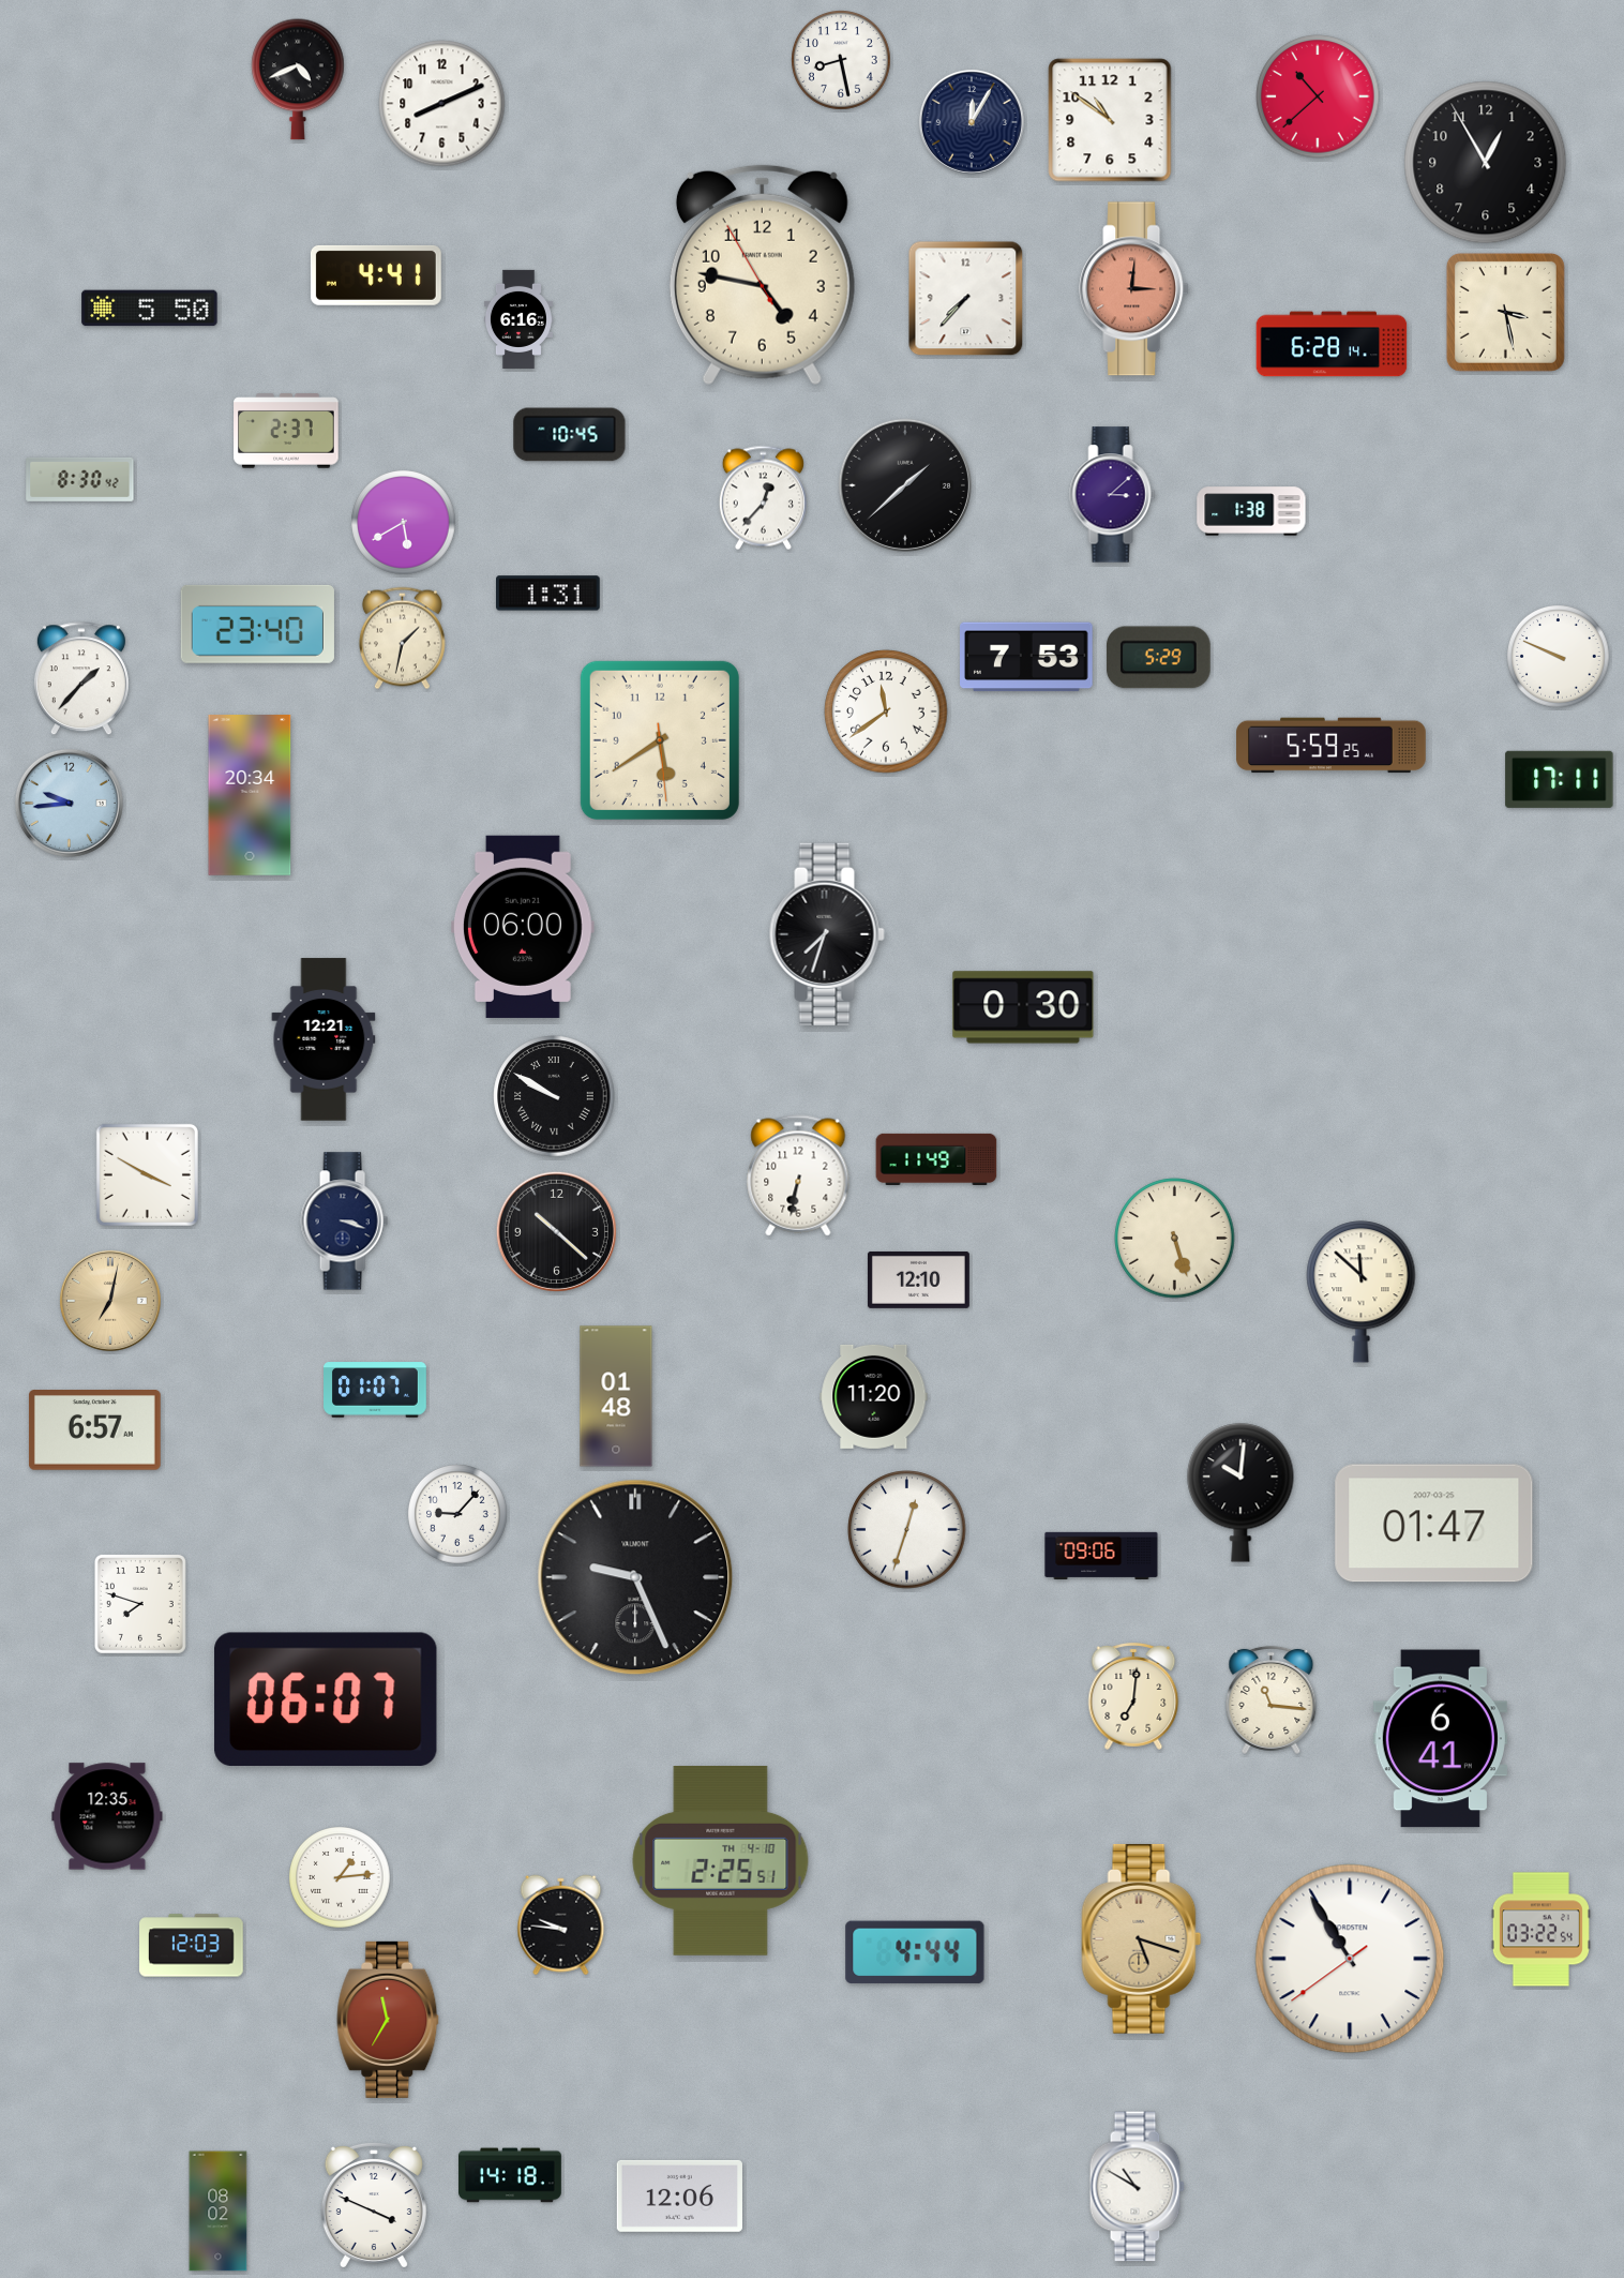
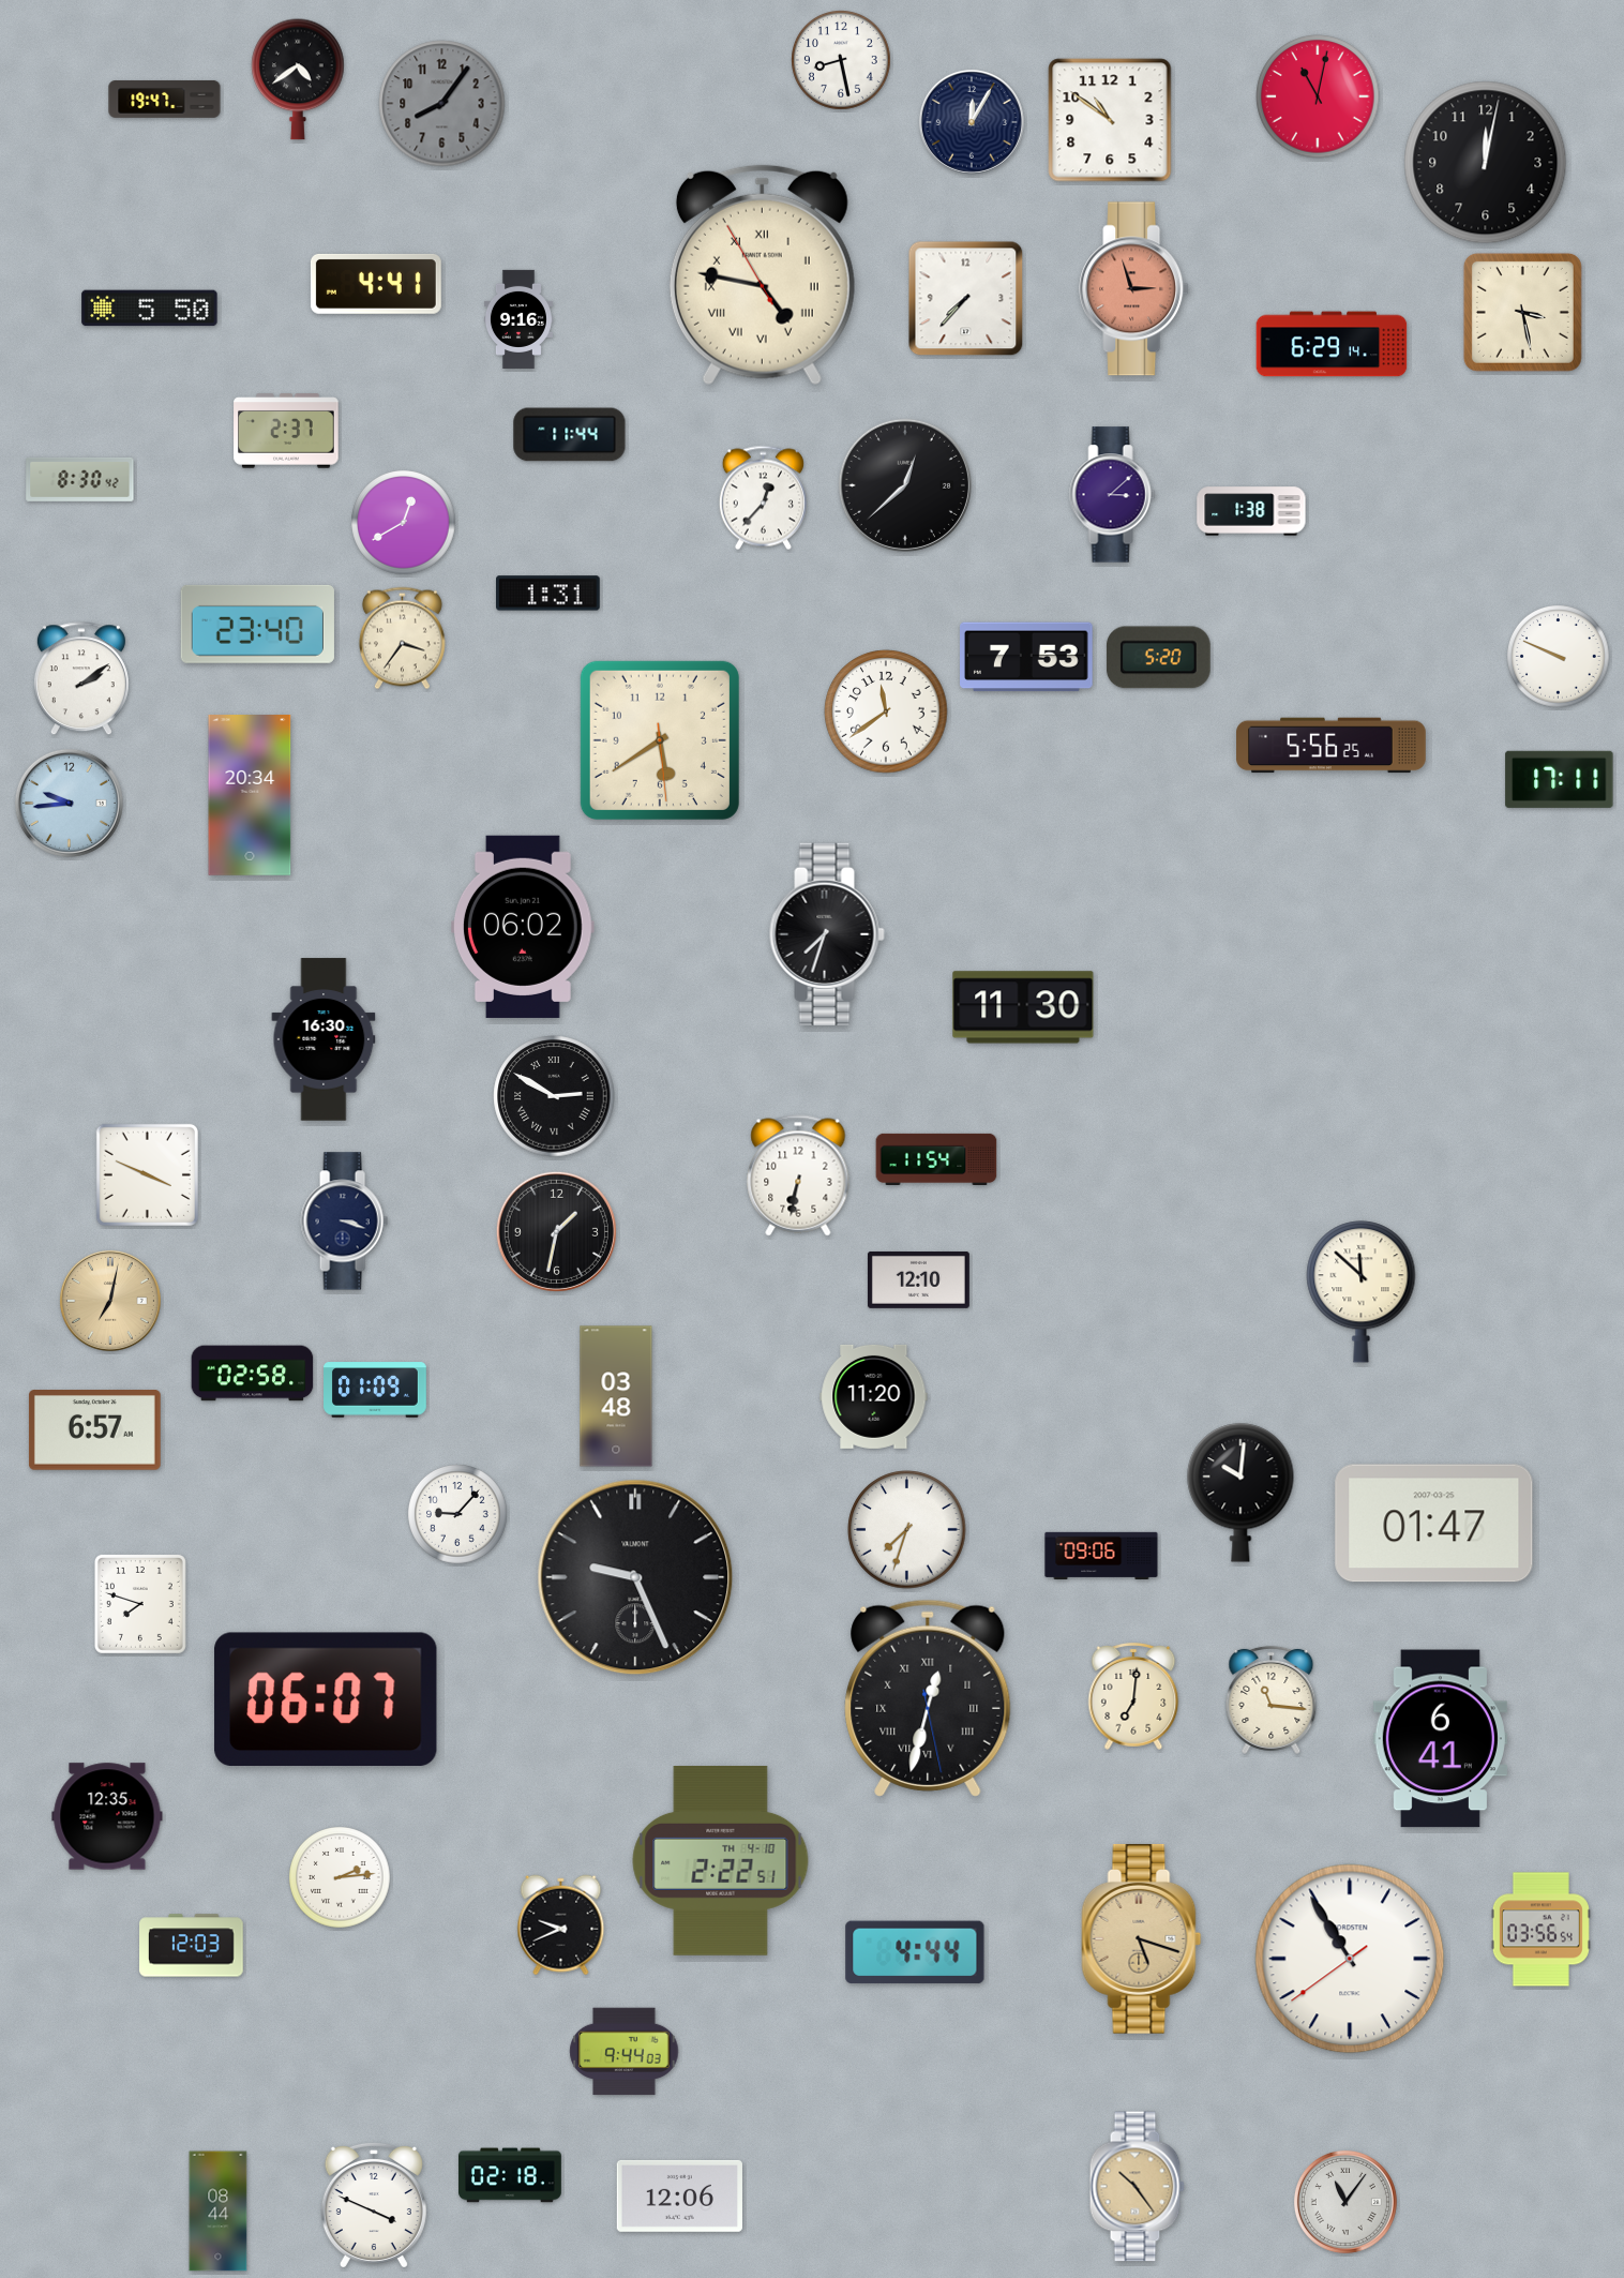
clock at (298, 79): 4:41 -> 4:39
clock at (1318, 96): 10:38 -> 11:02
clock at (165, 99): none -> 19:47
clock at (442, 104): 8:11 -> 8:06
clock at (442, 104) dial: white -> grey
clock at (1486, 163): 12:55 -> 12:02
clock at (376, 275) position: (376, 275) -> (376, 284)
clock at (762, 275) numerals: Arabic -> Roman
clock at (1134, 289): 3:01 -> 2:57
clock at (1505, 312) position: (1505, 312) -> (1522, 312)
clock at (518, 319): 6:16 -> 9:16
clock at (1332, 344): 6:28 -> 6:29
clock at (570, 435): 10:45 -> 11:44
clock at (905, 485): 1:38 -> 12:38
clock at (404, 523): 5:40 -> 12:40
clock at (402, 639): 1:32 -> 3:36
clock at (1158, 658): 5:29 -> 5:20
clock at (81, 679): 1:37 -> 2:09
clock at (1332, 746): 5:59 -> 5:56
clock at (523, 927): 06:00 -> 06:02
clock at (1023, 1007): 0:30 -> 11:30
clock at (324, 1039): 12:21 -> 16:30
clock at (554, 1096): 9:50 -> 2:50
clock at (936, 1158): 11:49 -> 11:54
clock at (147, 1174): 3:50 -> 3:49
clock at (556, 1231): 10:22 -> 1:32
clock at (1175, 1239): 5:27 -> none
clock at (253, 1374): none -> 02:58
clock at (376, 1390): 01:07 -> 01:09
clock at (616, 1396): 01:48 -> 03:48
clock at (907, 1530): 12:33 -> 7:33
clock at (928, 1698): none -> 12:32
clock at (721, 1861): 2:25 -> 2:22
clock at (341, 1878): 1:14 -> 2:14
clock at (561, 1925): 9:46 -> 9:41
clock at (1540, 1930): 03:22 -> 03:56
clock at (388, 2020): 11:35 -> none
clock at (625, 2052): none -> 9:44
clock at (511, 2175): 14:18 -> 02:18
clock at (1137, 2187): 10:50 -> 10:24
clock at (1137, 2187) dial: white -> champagne
clock at (1345, 2202): none -> 11:06
clock at (219, 2212): 08:02 -> 08:44
